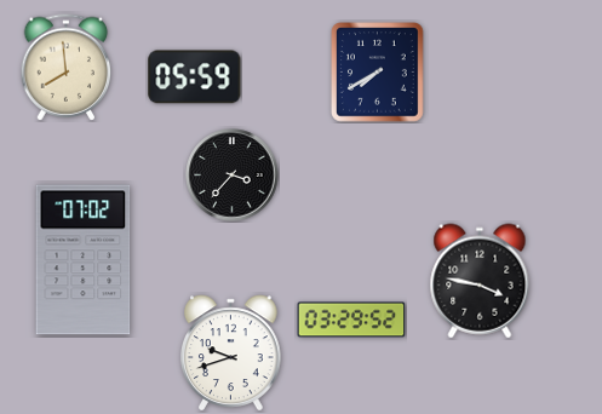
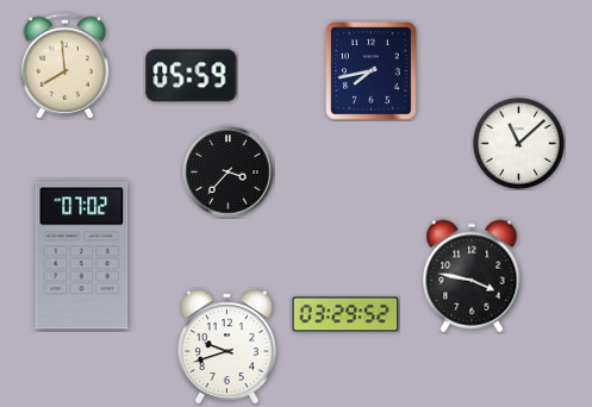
clock at (378, 73): 7:40 -> 7:43
clock at (519, 144): none -> 11:08
